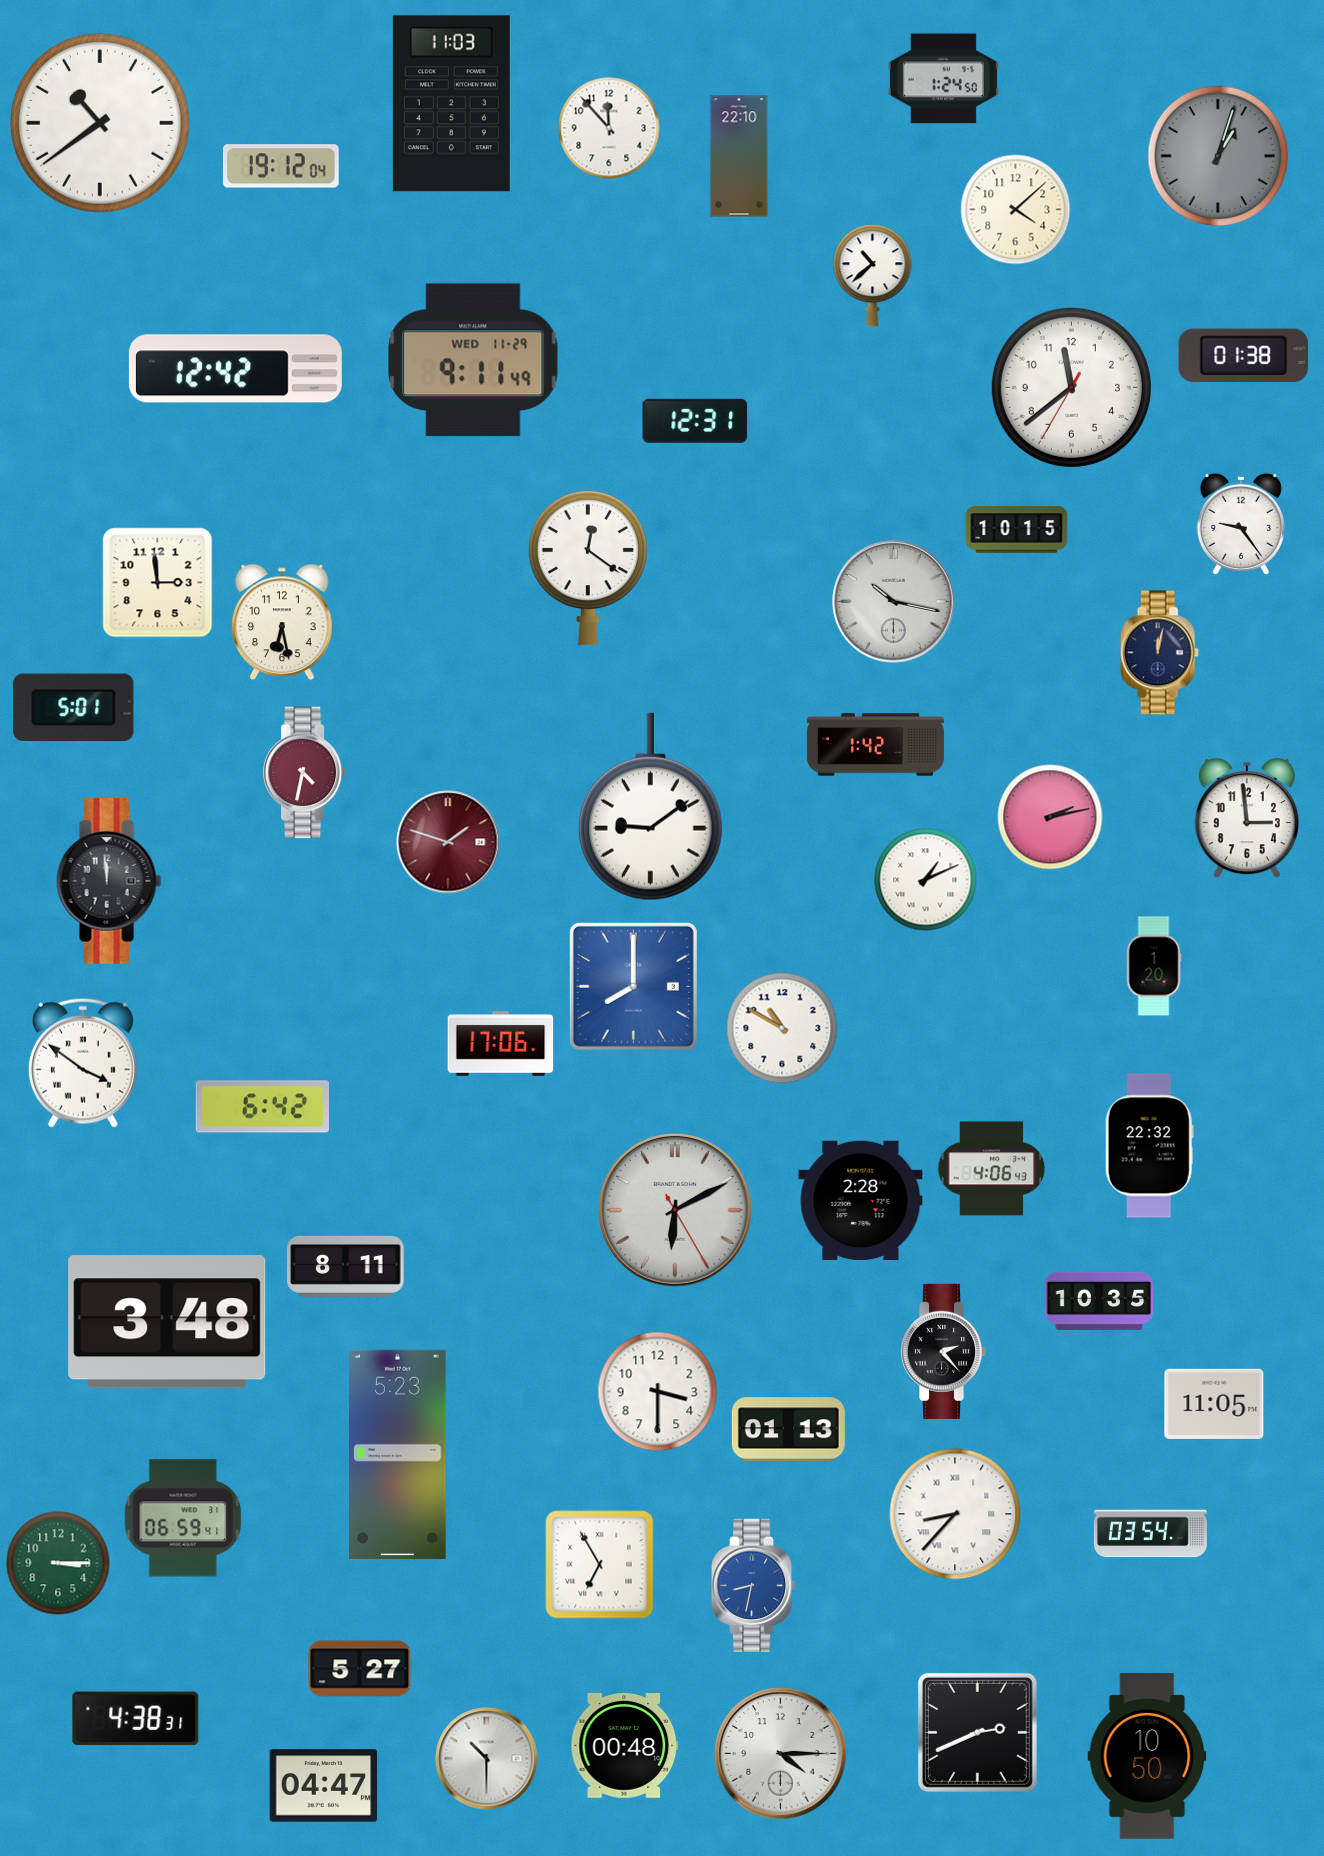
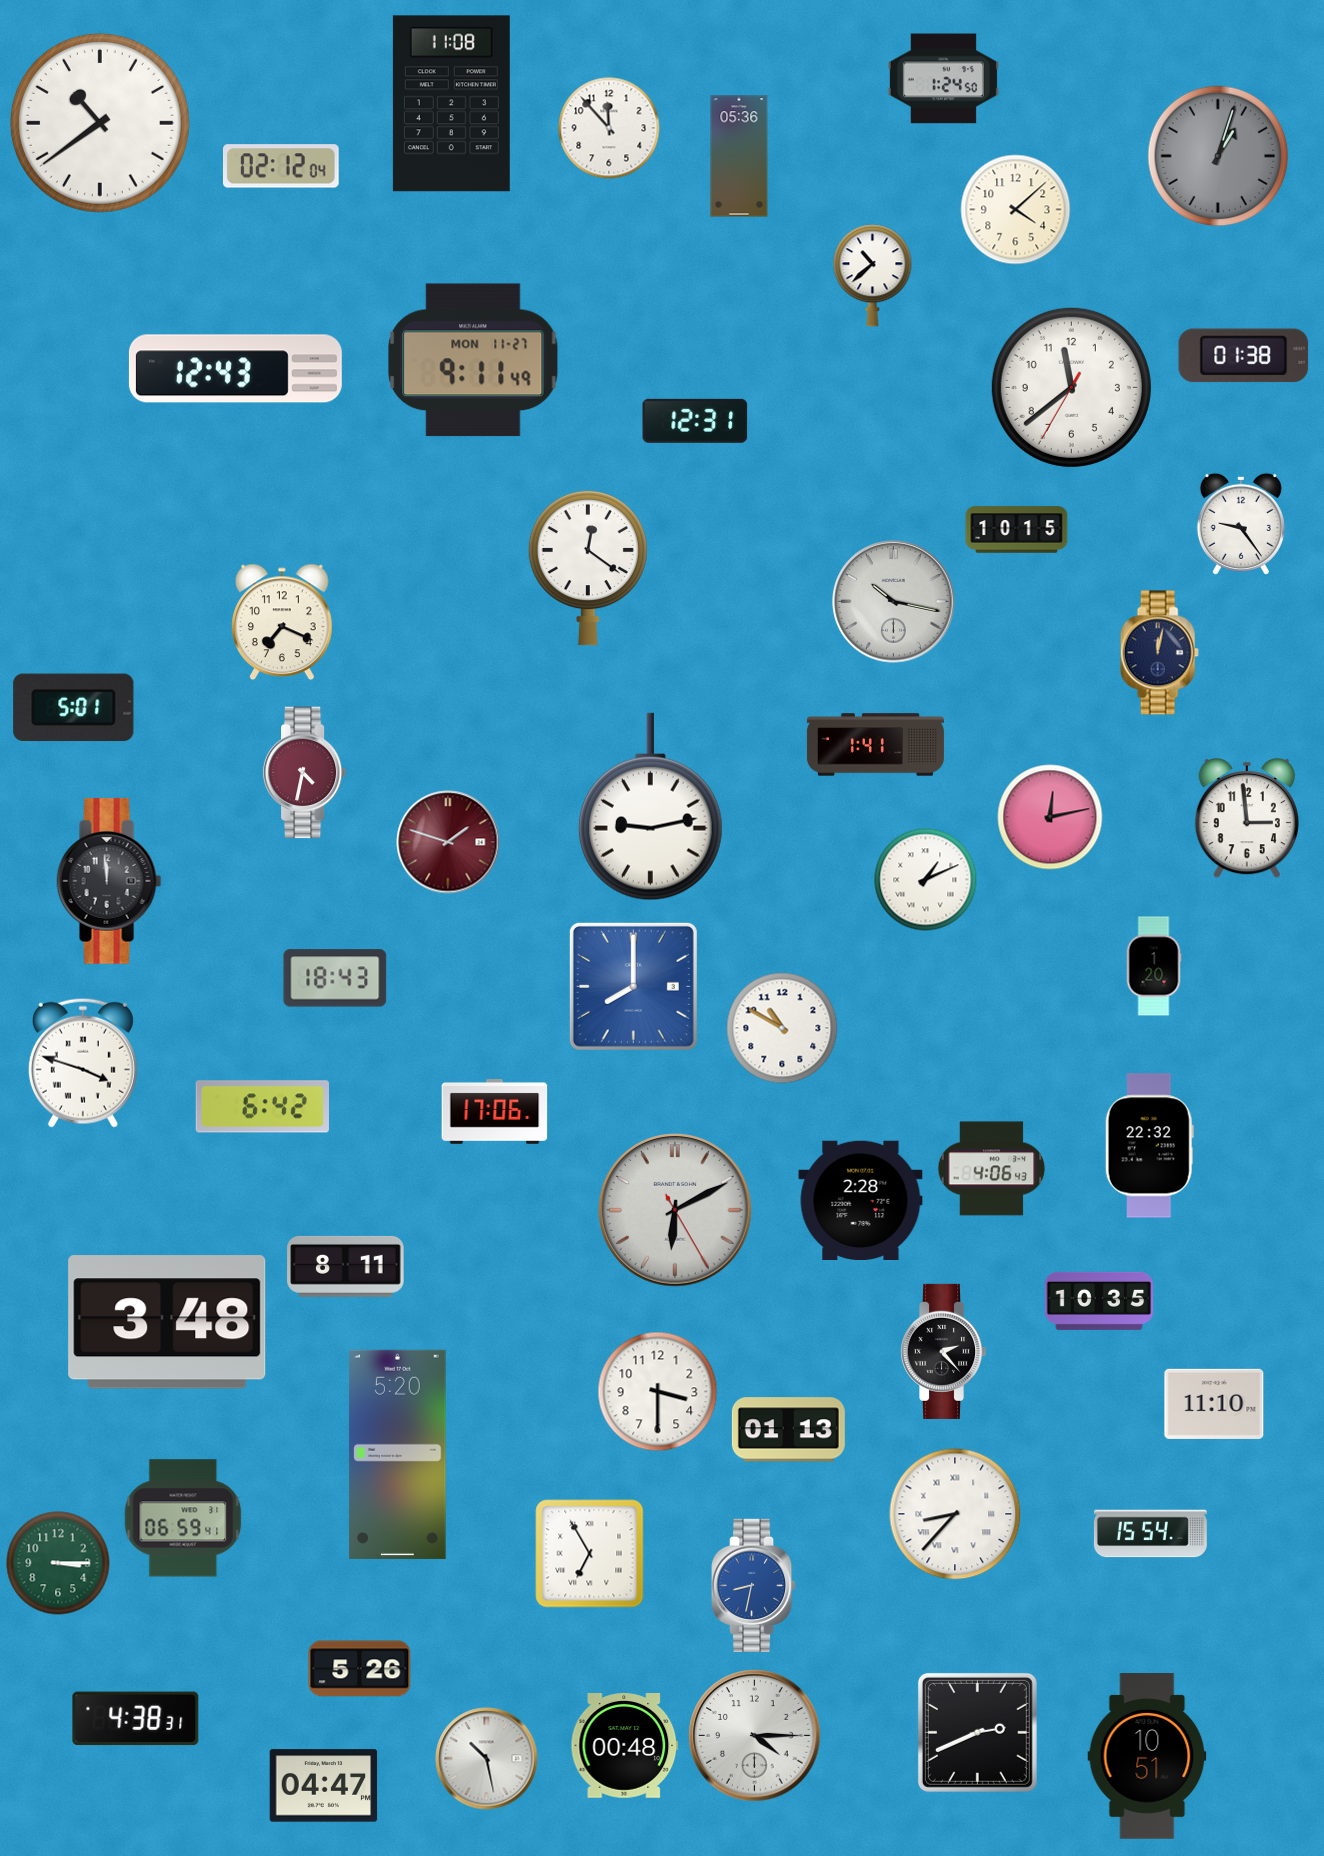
clock at (451, 104): 11:03 -> 11:08
clock at (739, 156): 22:10 -> 05:36
clock at (281, 166): 19:12 -> 02:12
clock at (473, 360) date: WED 11-29 -> MON 11-27
clock at (235, 369): 12:42 -> 12:43
clock at (158, 583): 2:59 -> none
clock at (282, 622): 6:28 -> 7:19
clock at (875, 745): 1:42 -> 1:41
clock at (650, 807): 9:09 -> 9:13
clock at (1050, 817): 2:13 -> 12:13
clock at (335, 978): none -> 18:43
clock at (501, 1044) position: (501, 1044) -> (495, 1112)
clock at (83, 1063): 3:51 -> 3:48
clock at (1214, 1404): 11:05 -> 11:10
clock at (398, 1454): 5:23 -> 5:20
clock at (1150, 1534): 03:54 -> 15:54
clock at (600, 1565) position: (600, 1565) -> (590, 1554)
clock at (360, 1669): 5:27 -> 5:26
clock at (781, 1754) position: (781, 1754) -> (755, 1736)
clock at (1147, 1756): 10:50 -> 10:51
clock at (487, 1759): 10:30 -> 10:28
